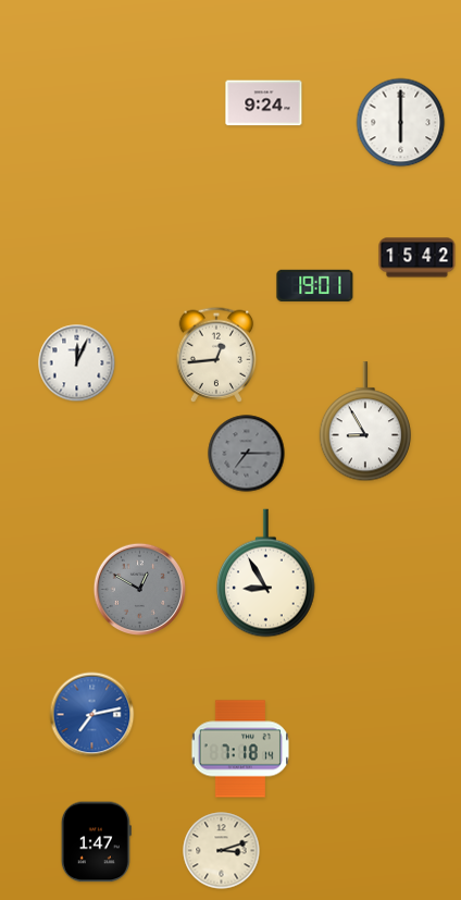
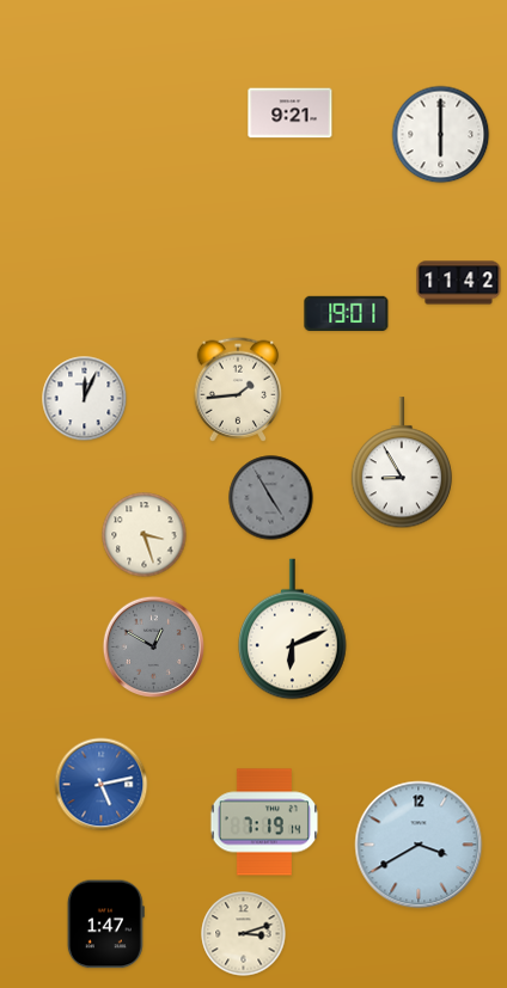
clock at (264, 103): 9:24 -> 9:21
clock at (418, 258): 15:42 -> 11:42
clock at (216, 355): 12:44 -> 1:44
clock at (247, 454): 7:15 -> 4:55
clock at (145, 535): none -> 3:27
clock at (266, 574): 8:55 -> 6:11
clock at (92, 715): 7:13 -> 5:13
clock at (239, 749): 7:18 -> 7:19
clock at (419, 845): none -> 3:40
